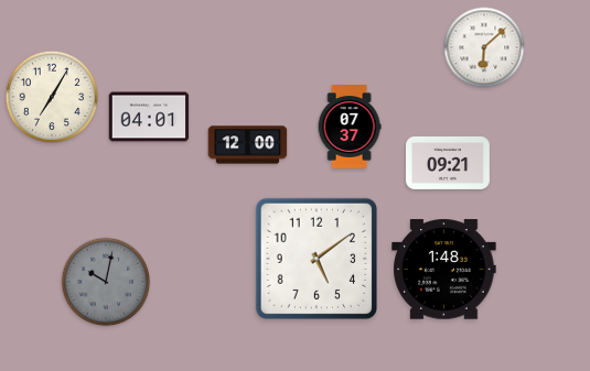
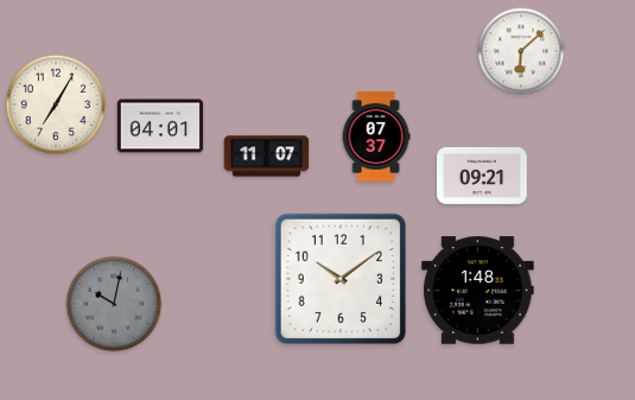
clock at (248, 145): 12:00 -> 11:07
clock at (315, 258): 5:09 -> 10:09
